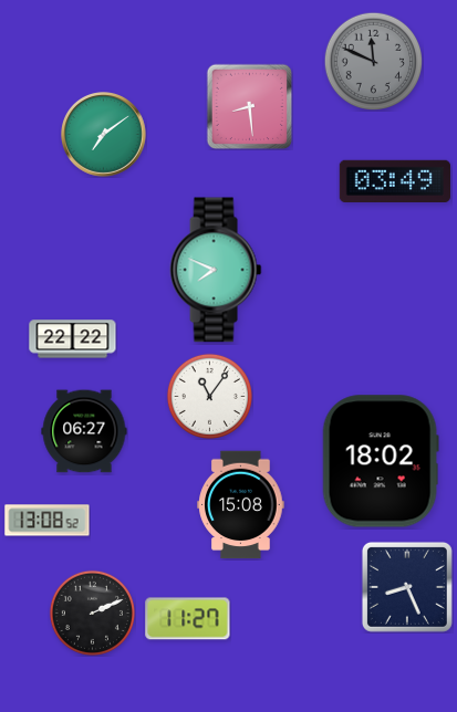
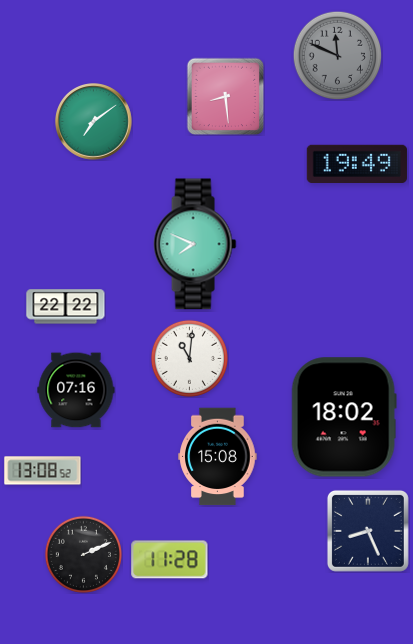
clock at (395, 180): 03:49 -> 19:49
clock at (209, 396): 11:06 -> 11:01
clock at (84, 431): 06:27 -> 07:16
clock at (188, 619): 11:27 -> 11:28
